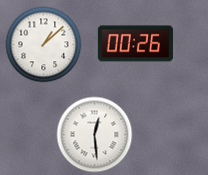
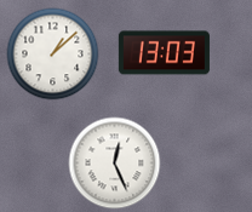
clock at (135, 44): 00:26 -> 13:03
clock at (95, 135): 12:29 -> 12:26
